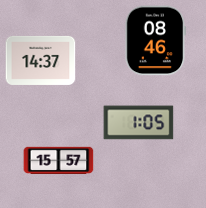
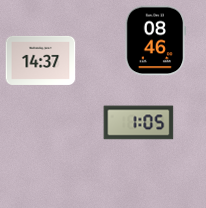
clock at (59, 160): 15:57 -> none
